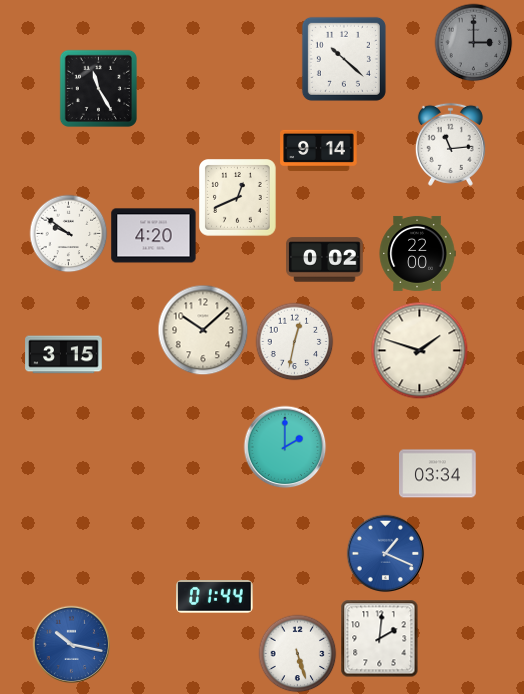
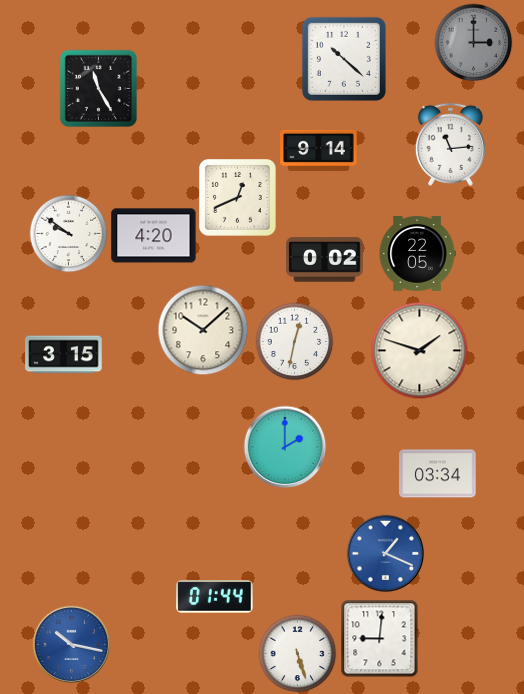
clock at (417, 253): 22:00 -> 22:05
clock at (379, 638): 2:01 -> 9:01
